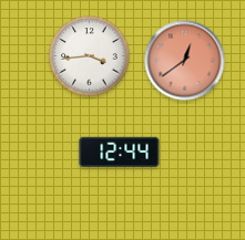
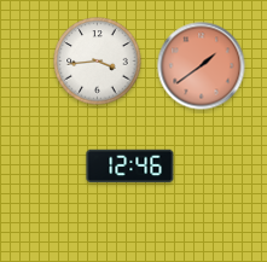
clock at (185, 61): 12:39 -> 1:39
clock at (120, 153): 12:44 -> 12:46
